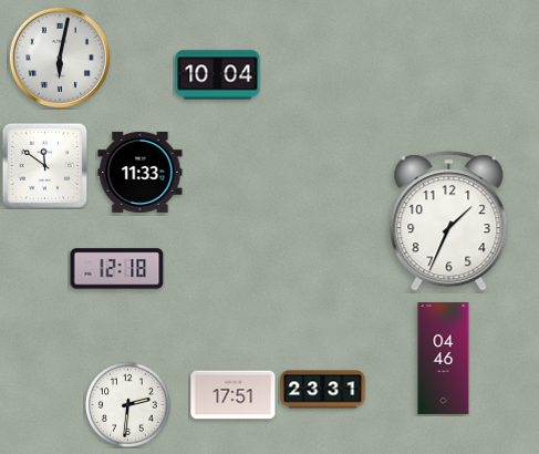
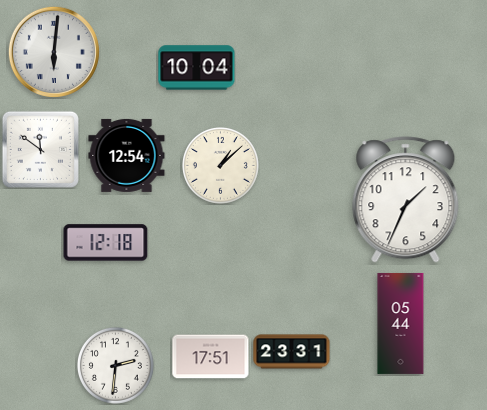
clock at (60, 58): 6:02 -> 6:01
clock at (141, 172): 11:33 -> 12:54
clock at (220, 165): none -> 1:08
clock at (444, 358): 04:46 -> 05:44
